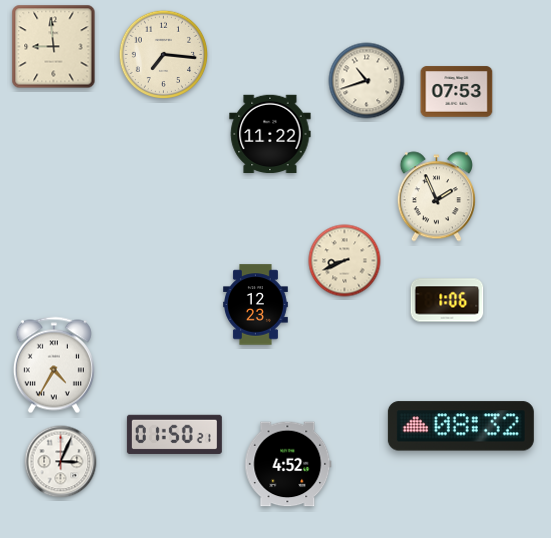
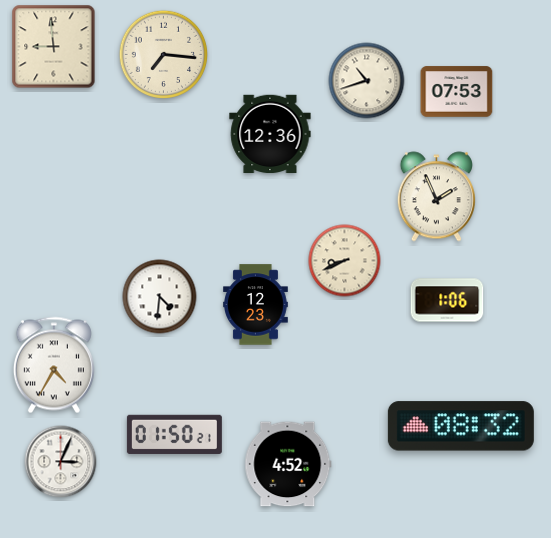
clock at (270, 134): 11:22 -> 12:36
clock at (160, 297): none -> 4:31
